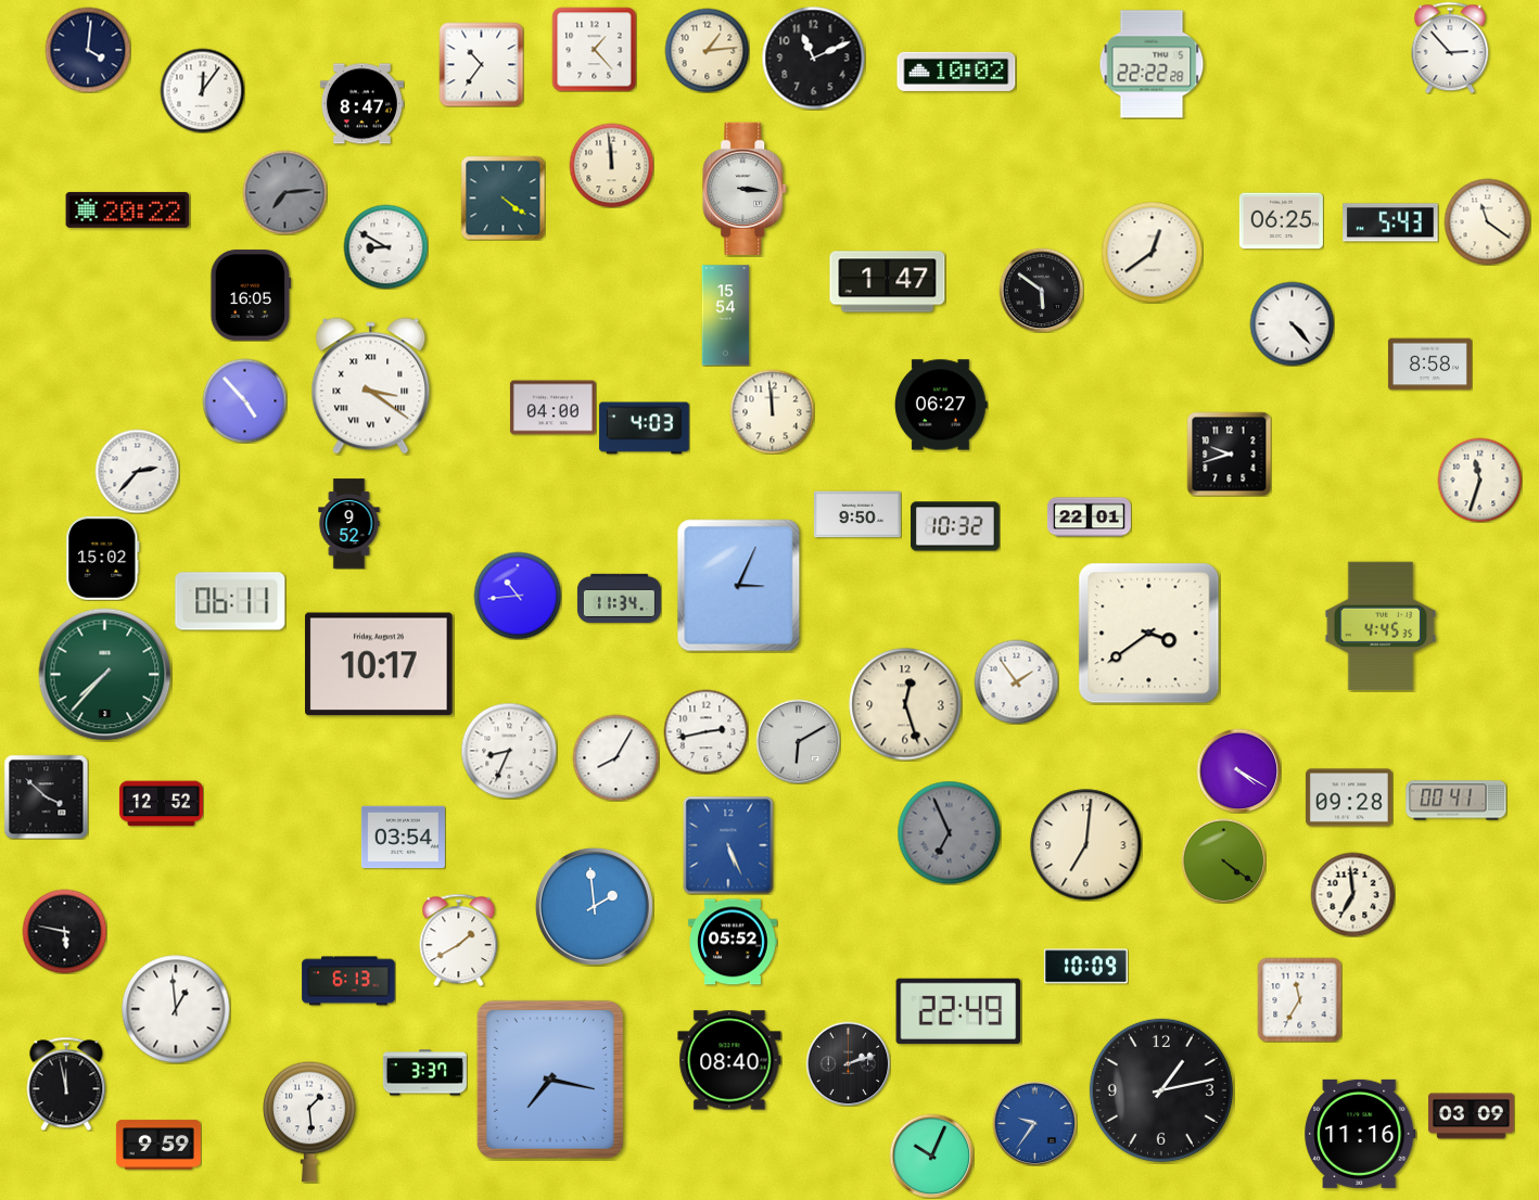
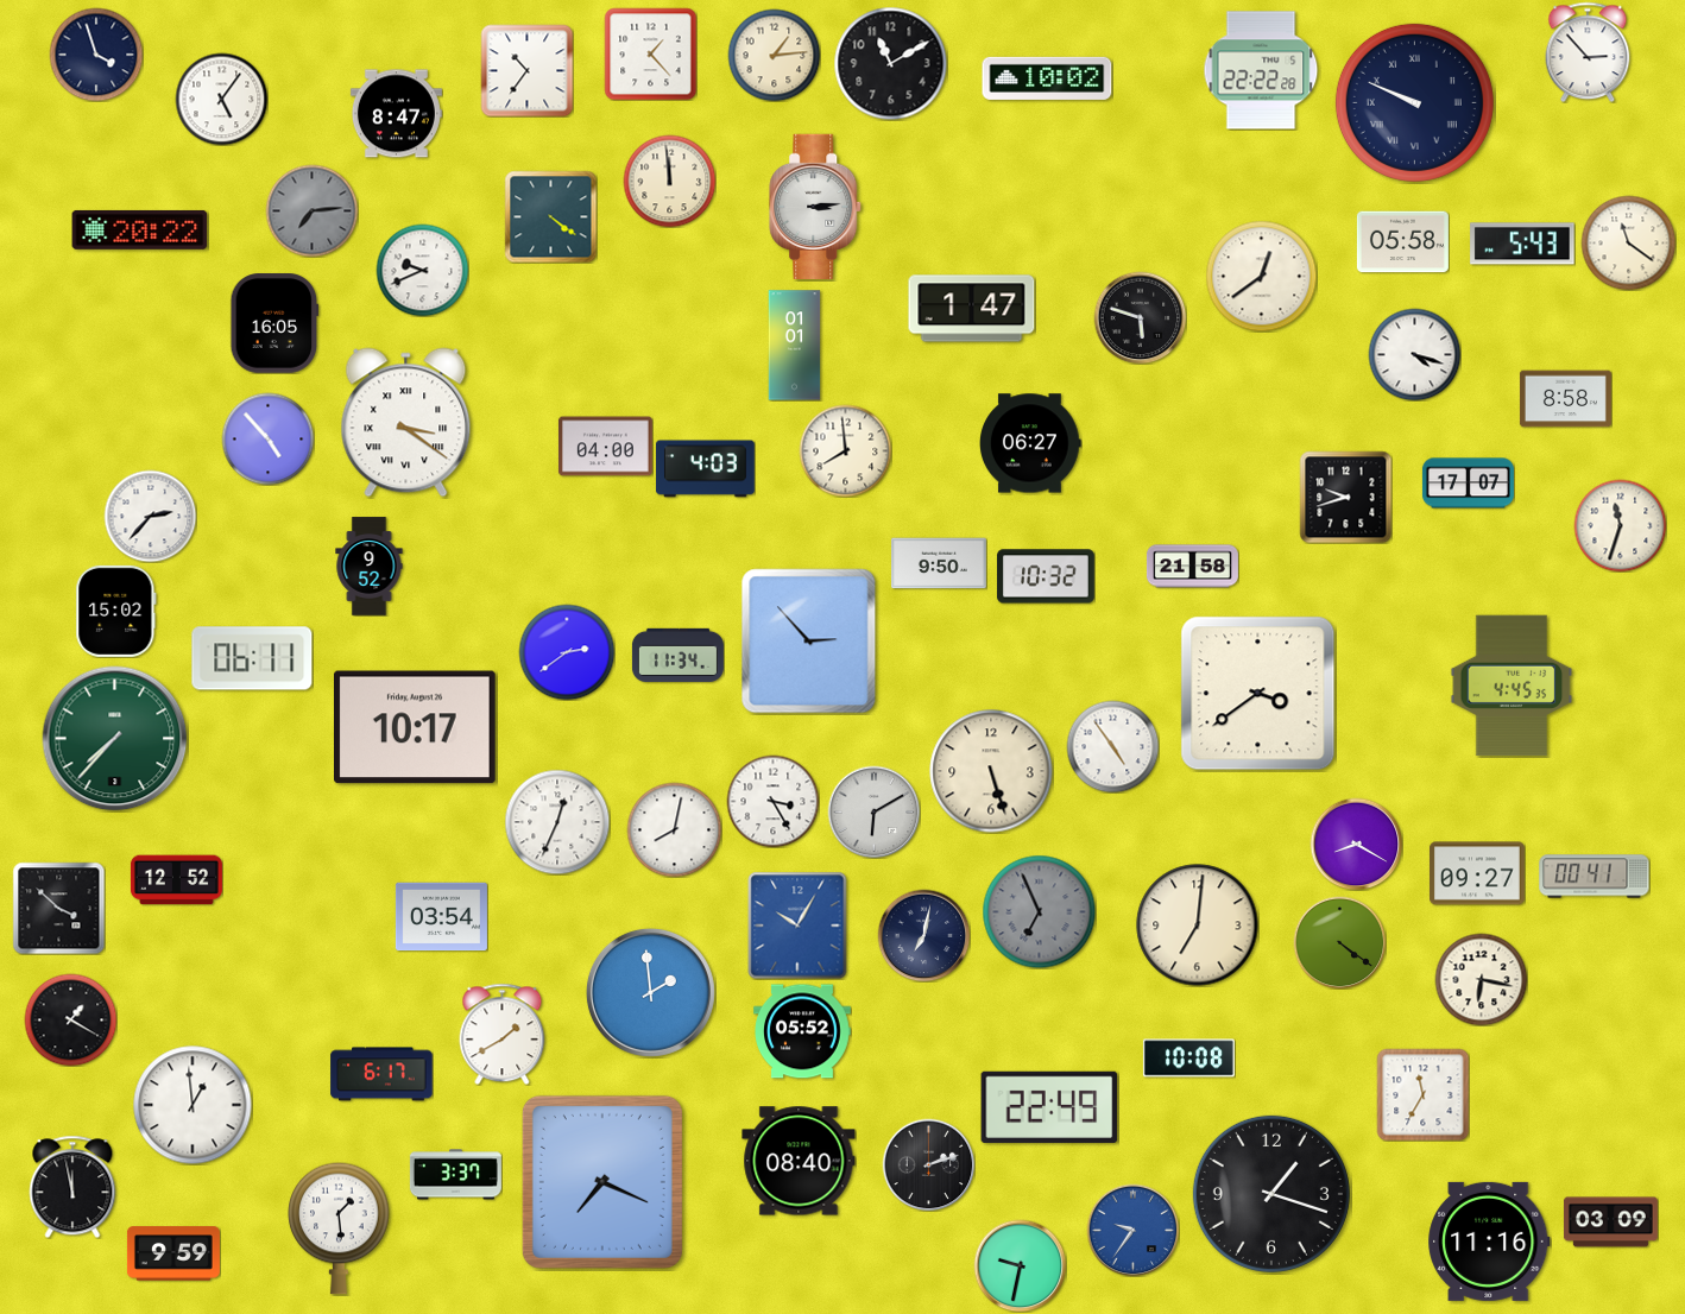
clock at (88, 50): 4:01 -> 3:57
clock at (813, 58): 11:11 -> 11:10
clock at (202, 90): 12:06 -> 5:06
clock at (1414, 102): none -> 9:49
clock at (746, 189): 3:16 -> 3:14
clock at (1281, 221): 06:25 -> 05:58
clock at (385, 246): 8:50 -> 9:41
clock at (1041, 290): 5:51 -> 5:48
clock at (726, 316): 15:54 -> 01:01
clock at (1292, 323): 4:23 -> 4:18
clock at (772, 411): 11:59 -> 7:59
clock at (1468, 484): none -> 17:07
clock at (1089, 518): 22:01 -> 21:58
clock at (349, 524) position: (349, 524) -> (370, 567)
clock at (103, 558) position: (103, 558) -> (116, 611)
clock at (739, 586): 3:04 -> 2:53
clock at (518, 596): 10:44 -> 2:39
clock at (1016, 681): 1:54 -> 4:54
clock at (905, 704): 12:27 -> 5:27
clock at (705, 731): 2:43 -> 3:25
clock at (509, 751): 8:34 -> 12:34
clock at (615, 757): 8:05 -> 8:02
clock at (1238, 770): 4:20 -> 8:20
clock at (46, 796) position: (46, 796) -> (58, 908)
clock at (1349, 797): 09:28 -> 09:27
clock at (728, 845): 5:26 -> 10:05
clock at (1086, 845) position: (1086, 845) -> (1198, 926)
clock at (923, 935): none -> 7:02
clock at (1352, 894): 6:59 -> 6:17
clock at (64, 931): 5:47 -> 1:20
clock at (459, 940) position: (459, 940) -> (503, 1034)
clock at (1085, 967): 10:09 -> 10:08
clock at (348, 981): 6:13 -> 6:17
clock at (424, 1073) position: (424, 1073) -> (455, 1175)
clock at (550, 1080): 7:17 -> 7:19
clock at (1161, 1090): 1:13 -> 1:18
clock at (931, 1156): 10:04 -> 9:32
